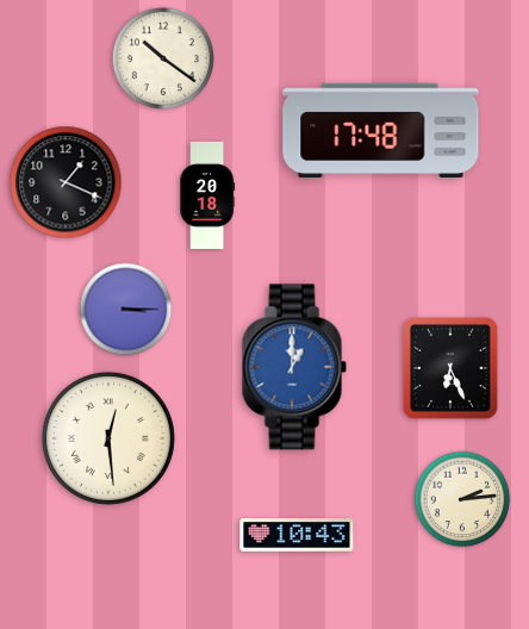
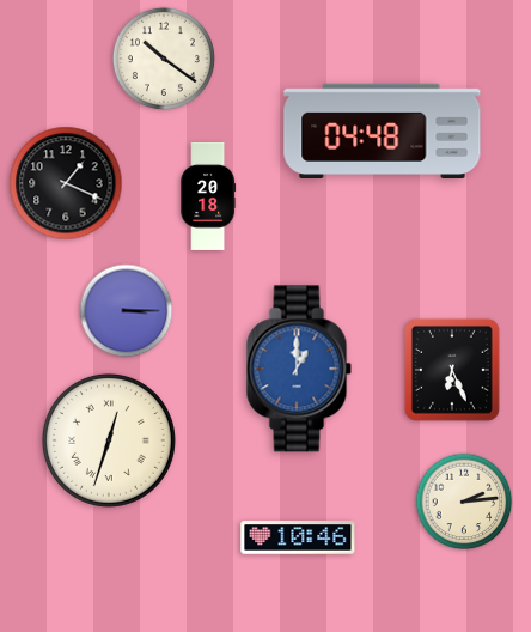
clock at (381, 130): 17:48 -> 04:48
clock at (294, 367) position: (294, 367) -> (299, 369)
clock at (108, 438): 12:29 -> 12:33
clock at (297, 535): 10:43 -> 10:46
